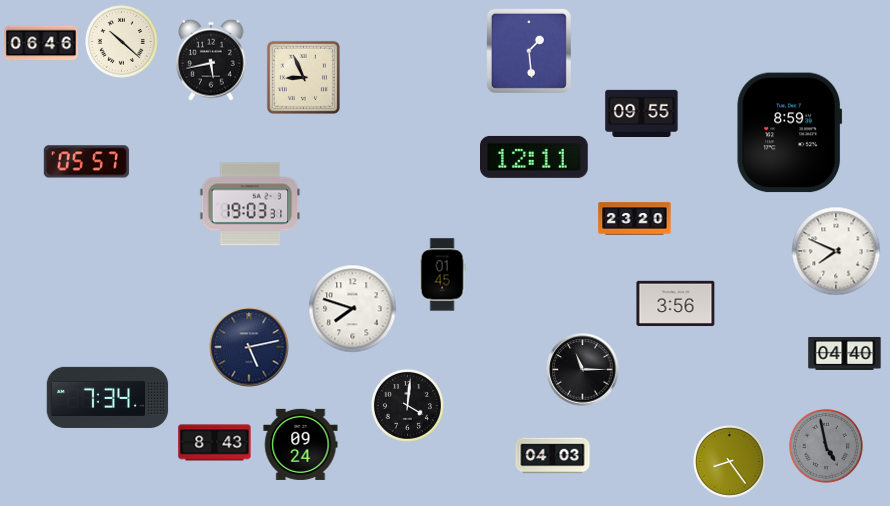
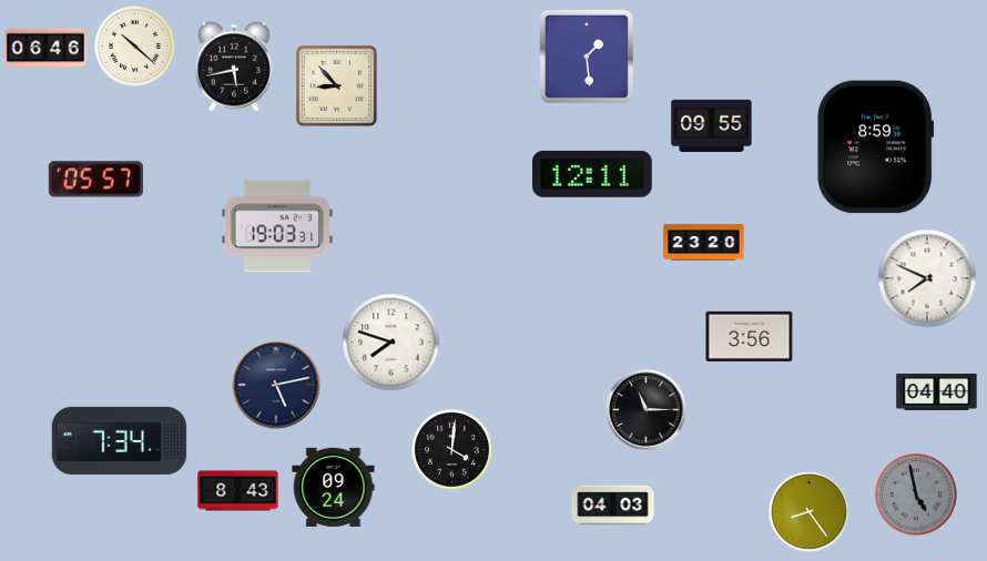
clock at (303, 77): 8:56 -> 8:53
clock at (442, 275): 01:45 -> none
clock at (301, 444) position: (301, 444) -> (334, 487)
